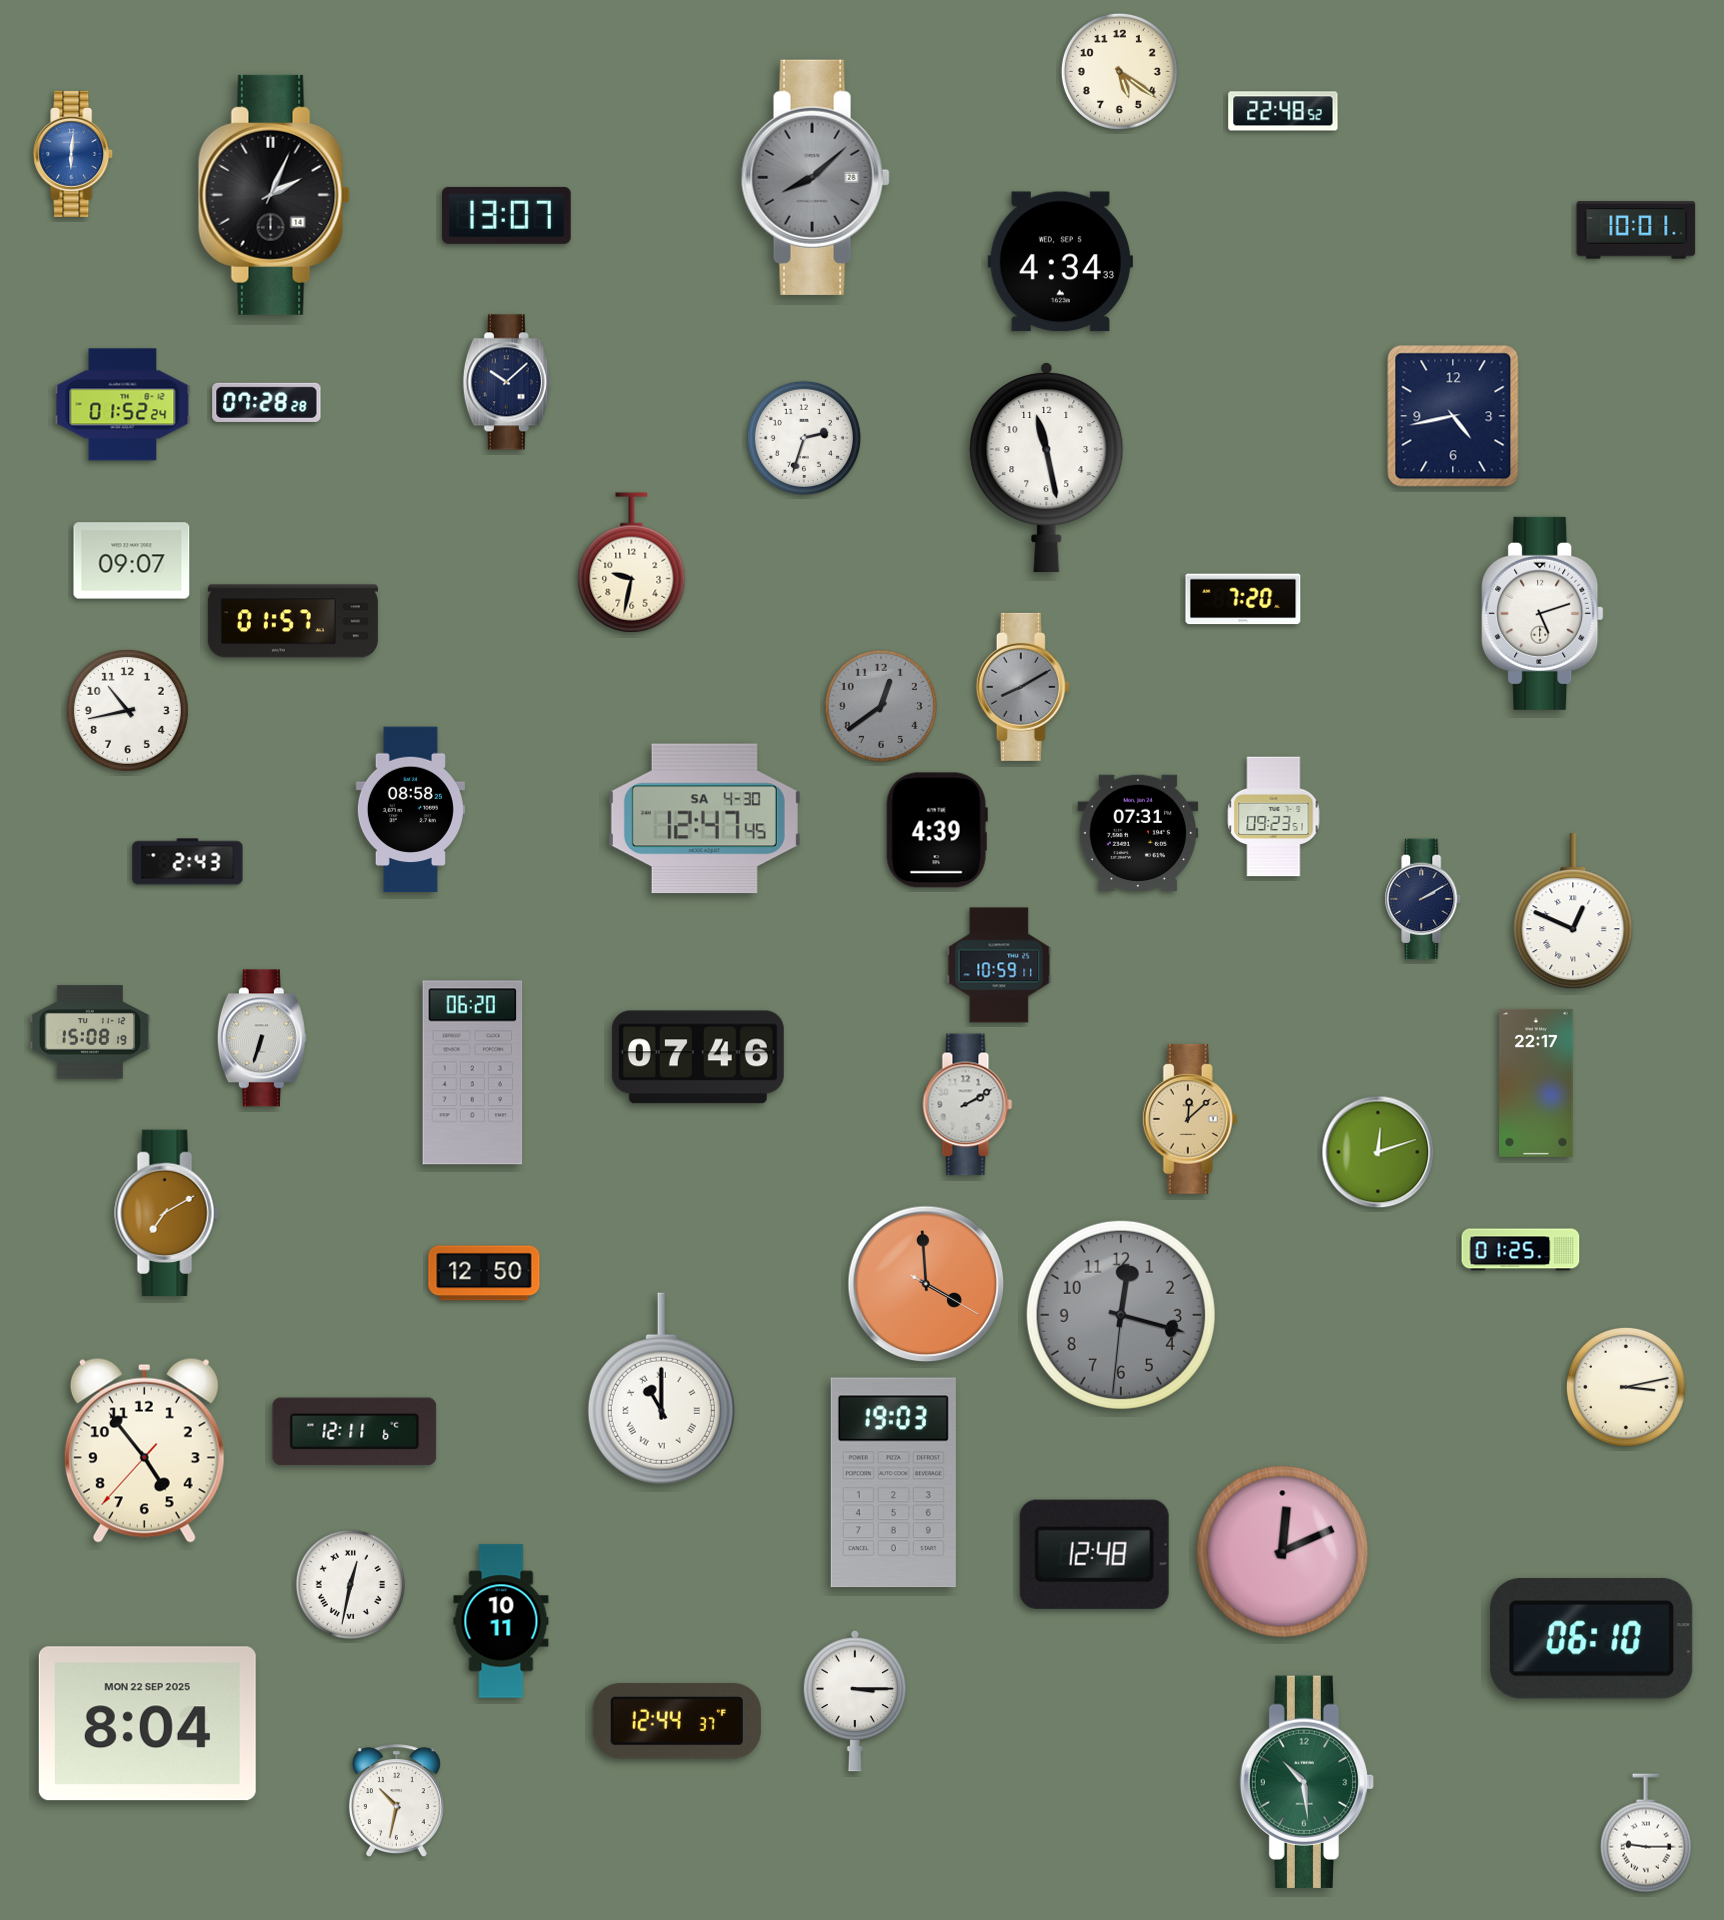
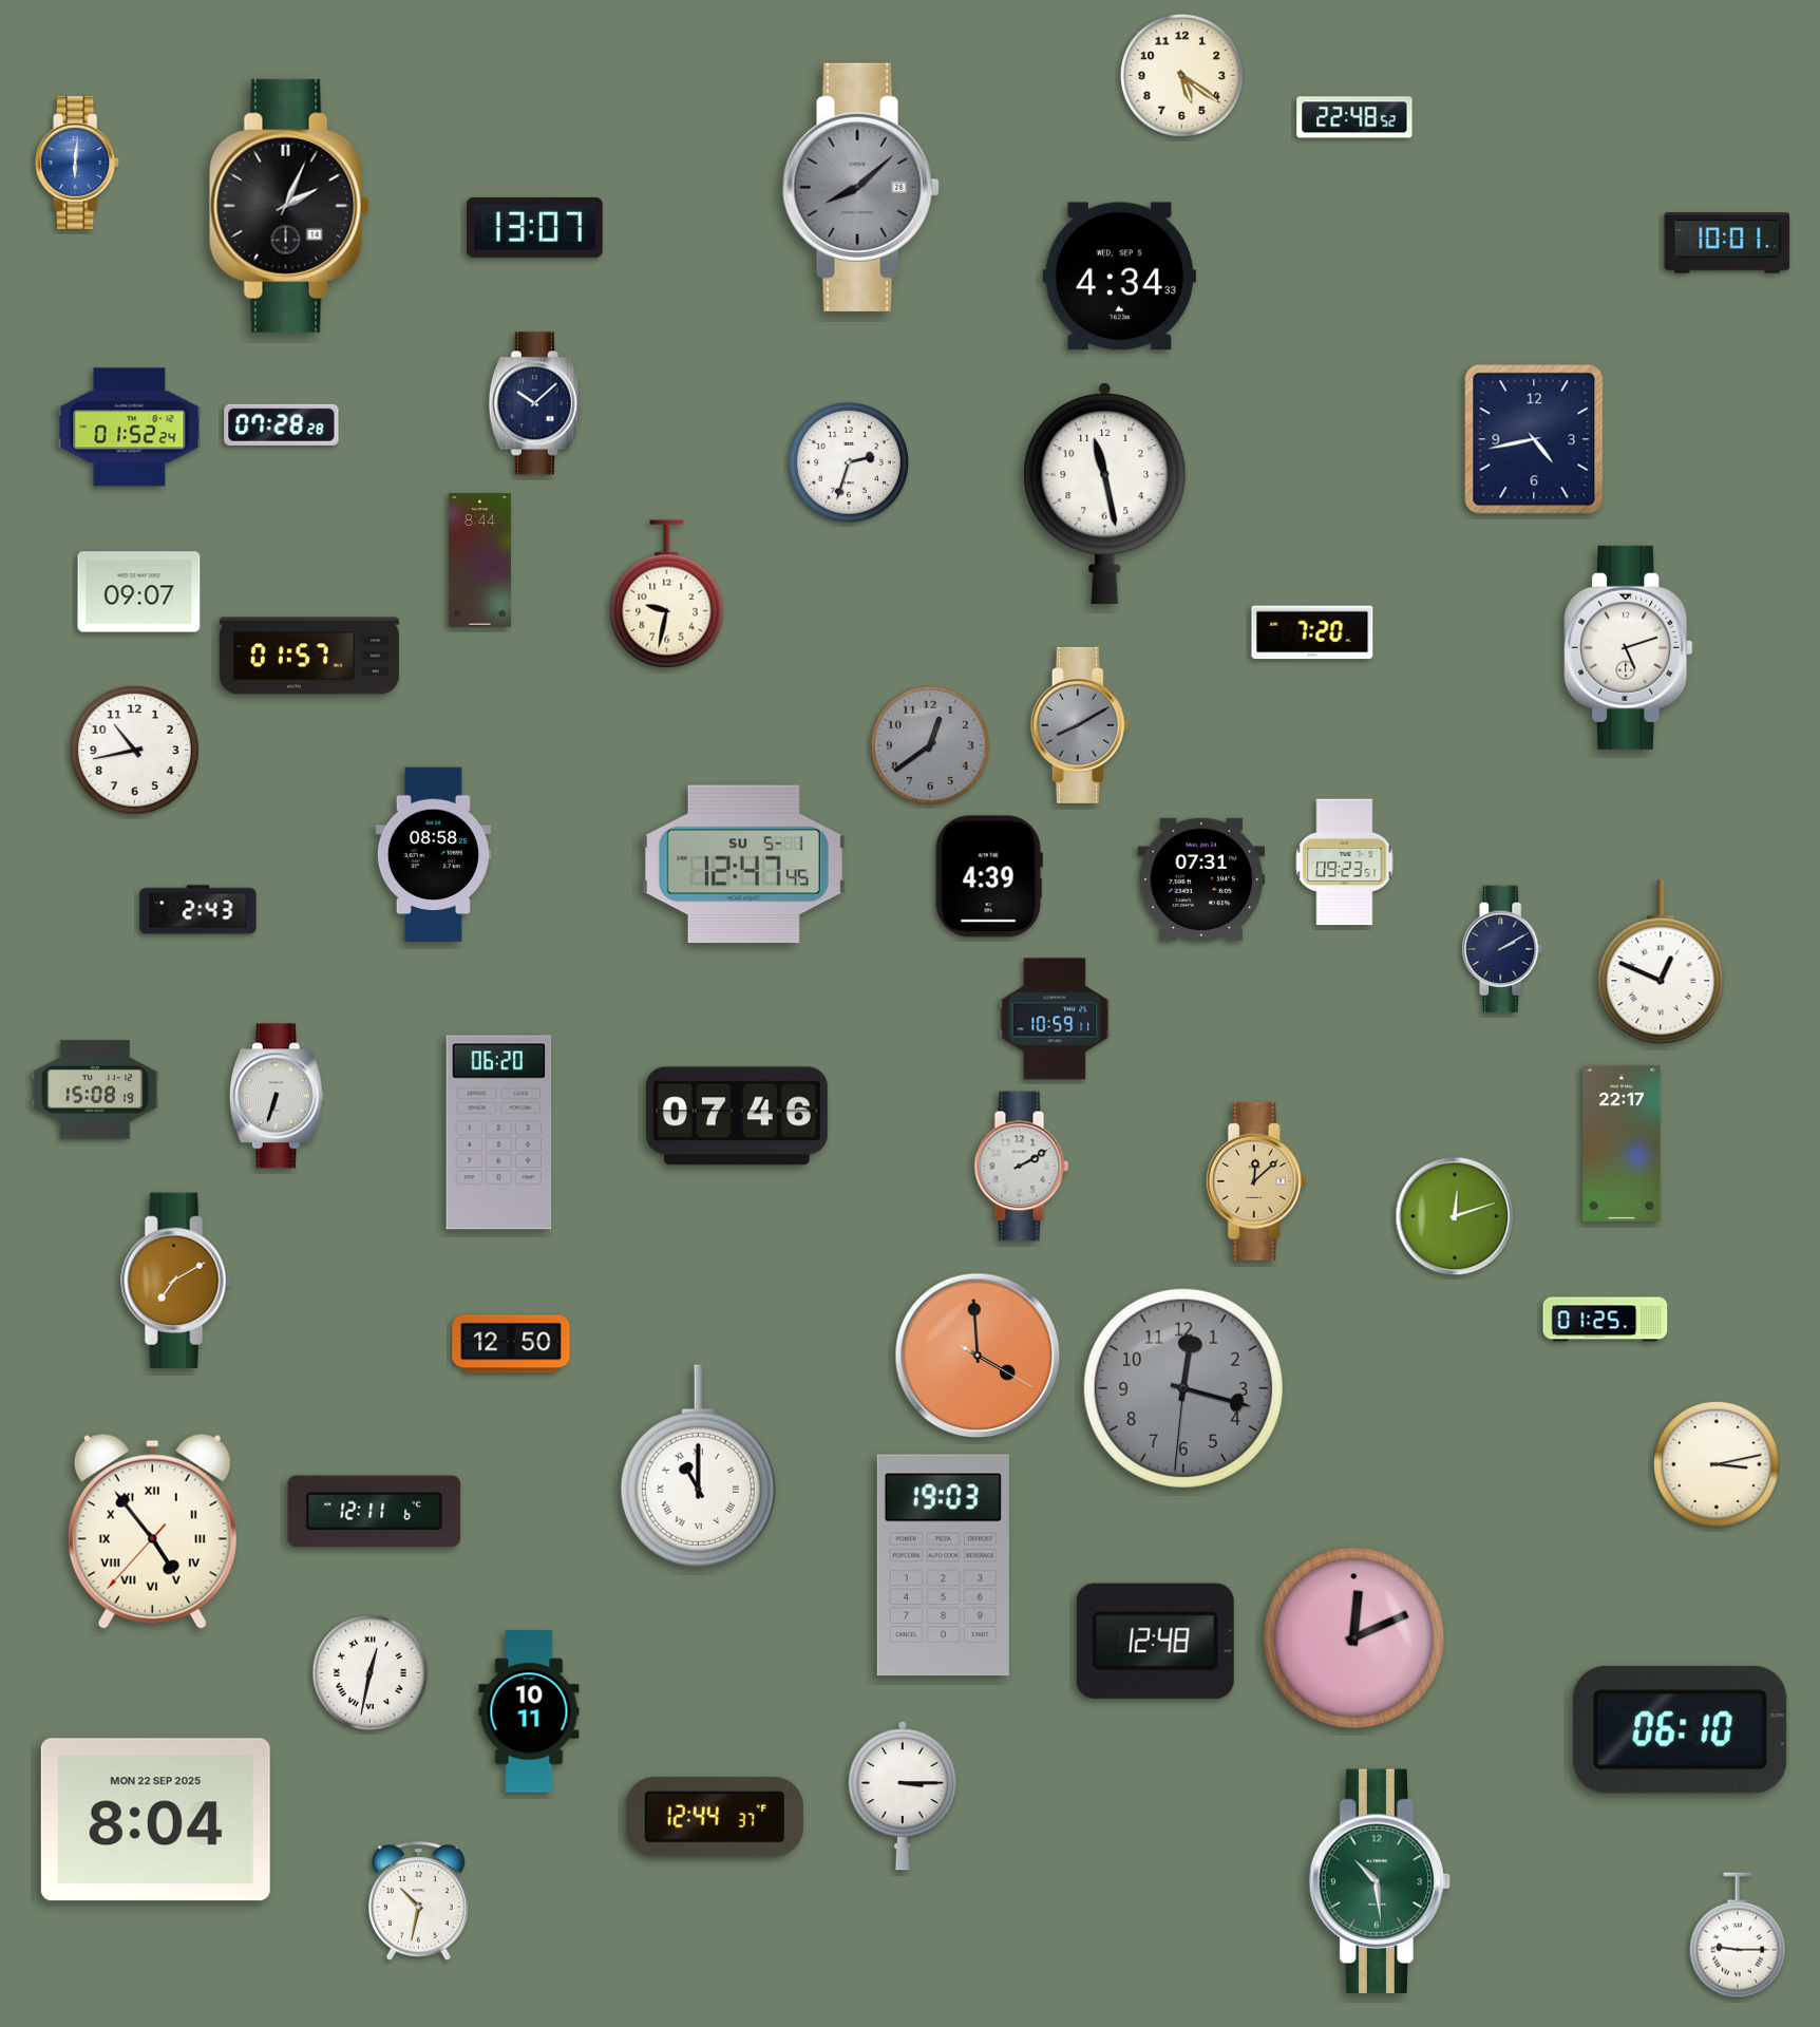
clock at (479, 560): none -> 8:44
clock at (704, 819) date: SA 4-30 -> SU 5-1
clock at (144, 1450) numerals: Arabic -> Roman
